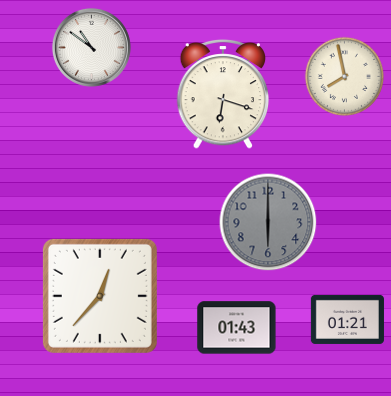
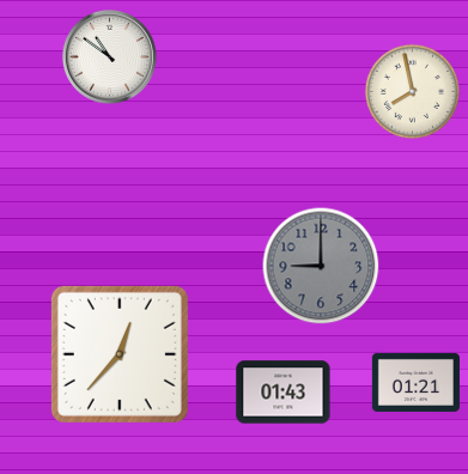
clock at (223, 94): 6:18 -> none
clock at (268, 222): 6:00 -> 9:00
